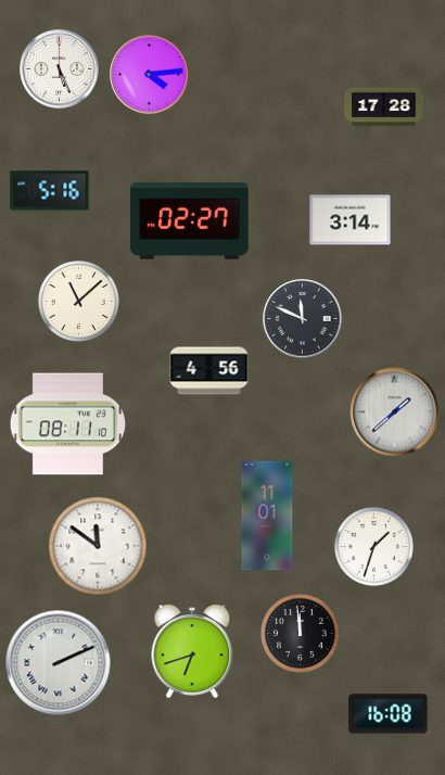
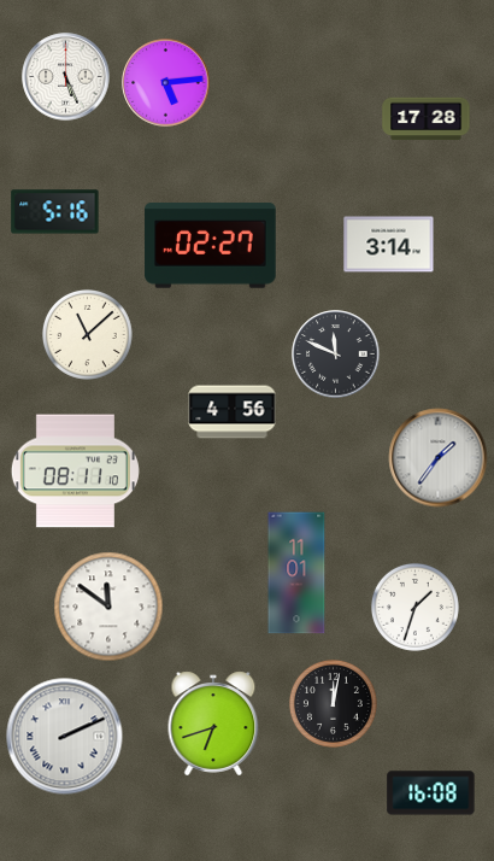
clock at (150, 75): 4:14 -> 5:14
clock at (395, 412): 1:38 -> 1:36
clock at (300, 633): 11:59 -> 12:02
